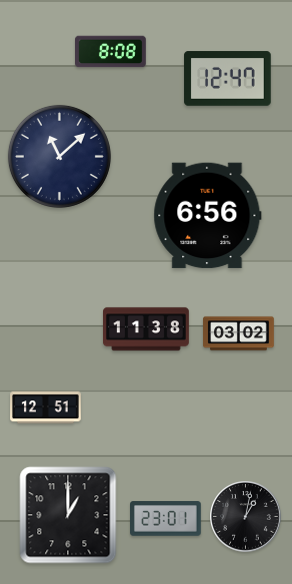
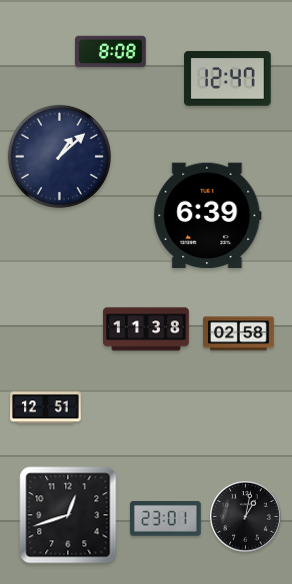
clock at (59, 156): 11:08 -> 1:08
clock at (208, 216): 6:56 -> 6:39
clock at (239, 334): 03:02 -> 02:58
clock at (68, 515): 1:00 -> 12:42
